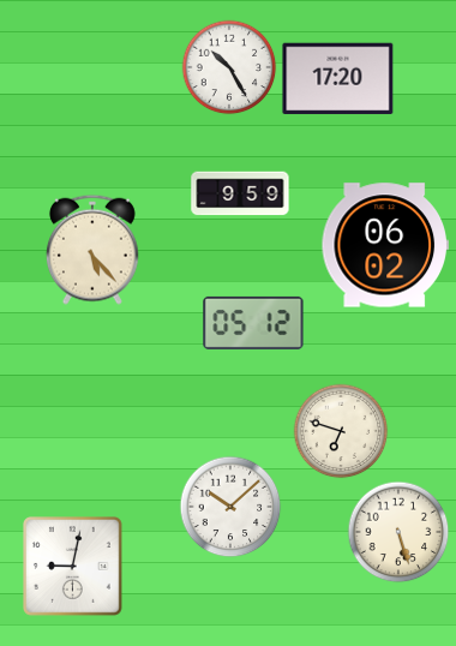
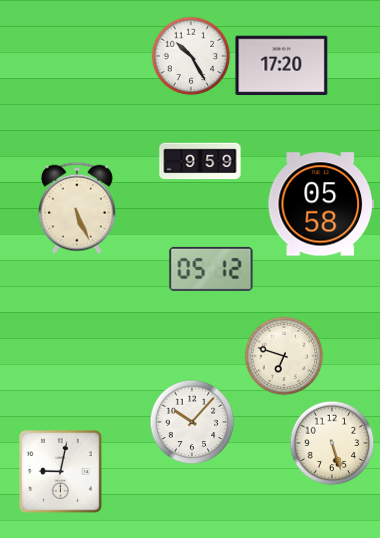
clock at (385, 245): 06:02 -> 05:58
clock at (92, 250): 5:23 -> 5:26
clock at (341, 431) position: (341, 431) -> (284, 356)
clock at (230, 507): 10:08 -> 10:07
